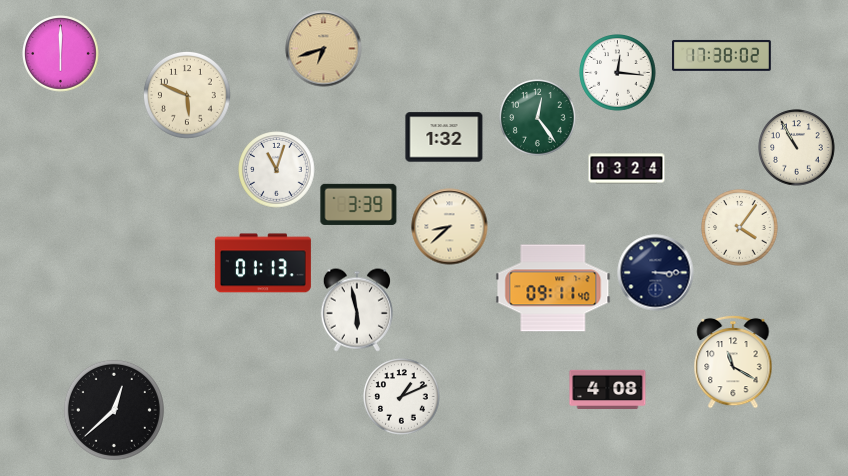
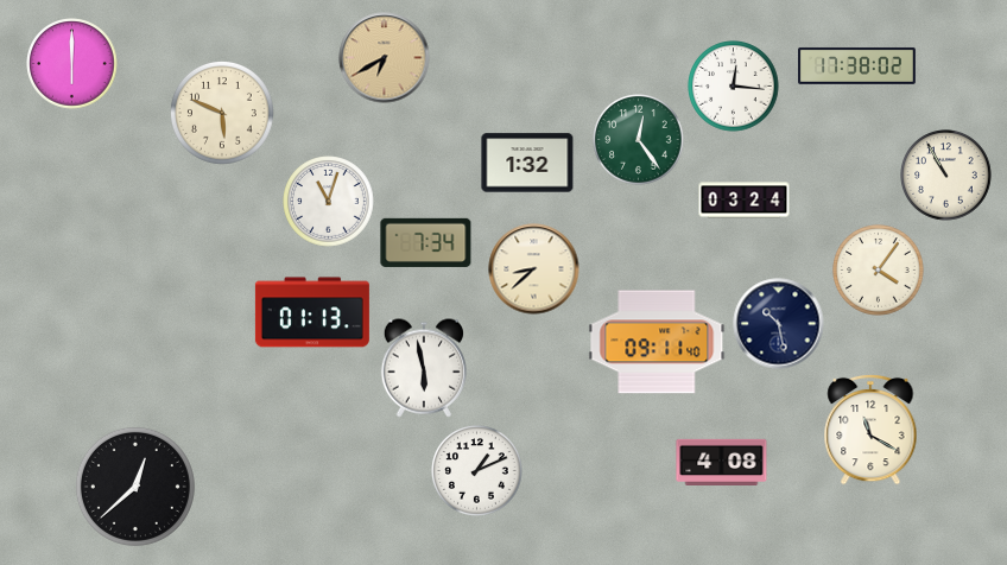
clock at (324, 49): 6:42 -> 6:40
clock at (359, 204): 3:39 -> 7:34
clock at (656, 273): 3:15 -> 10:28
